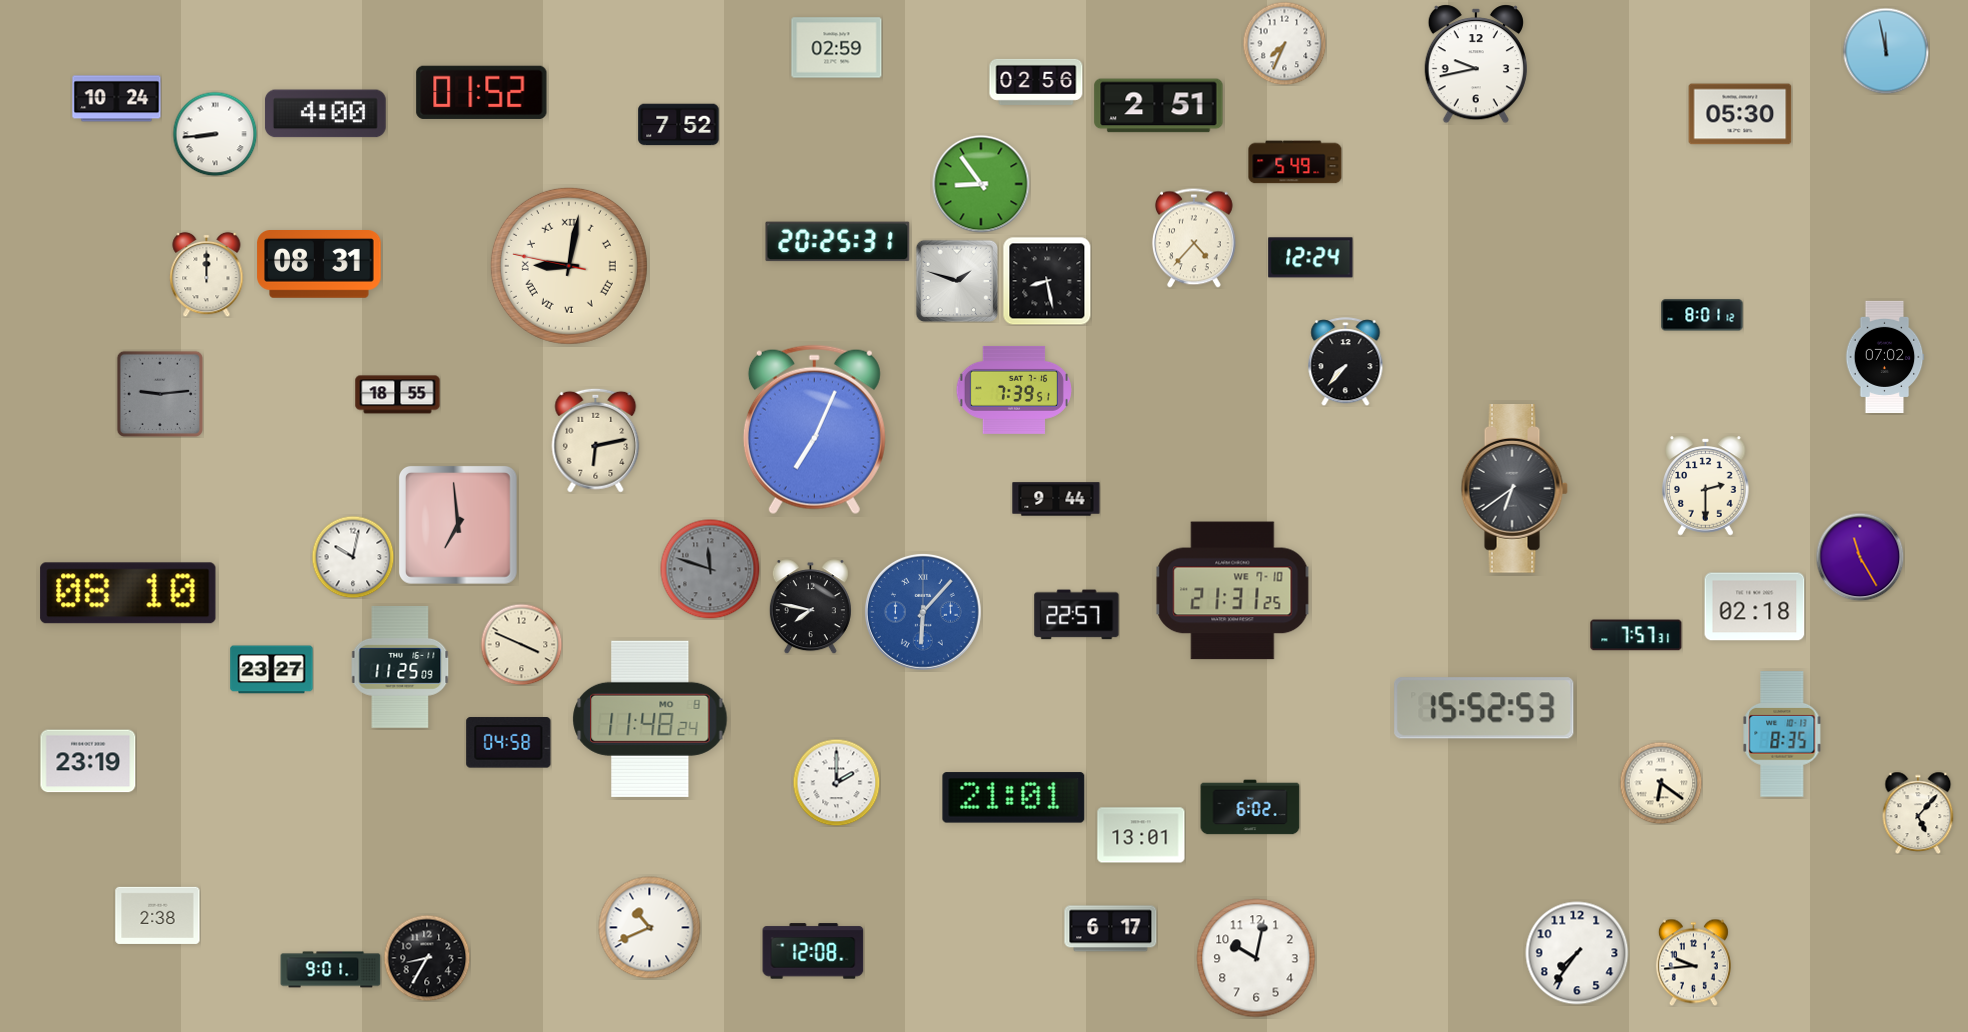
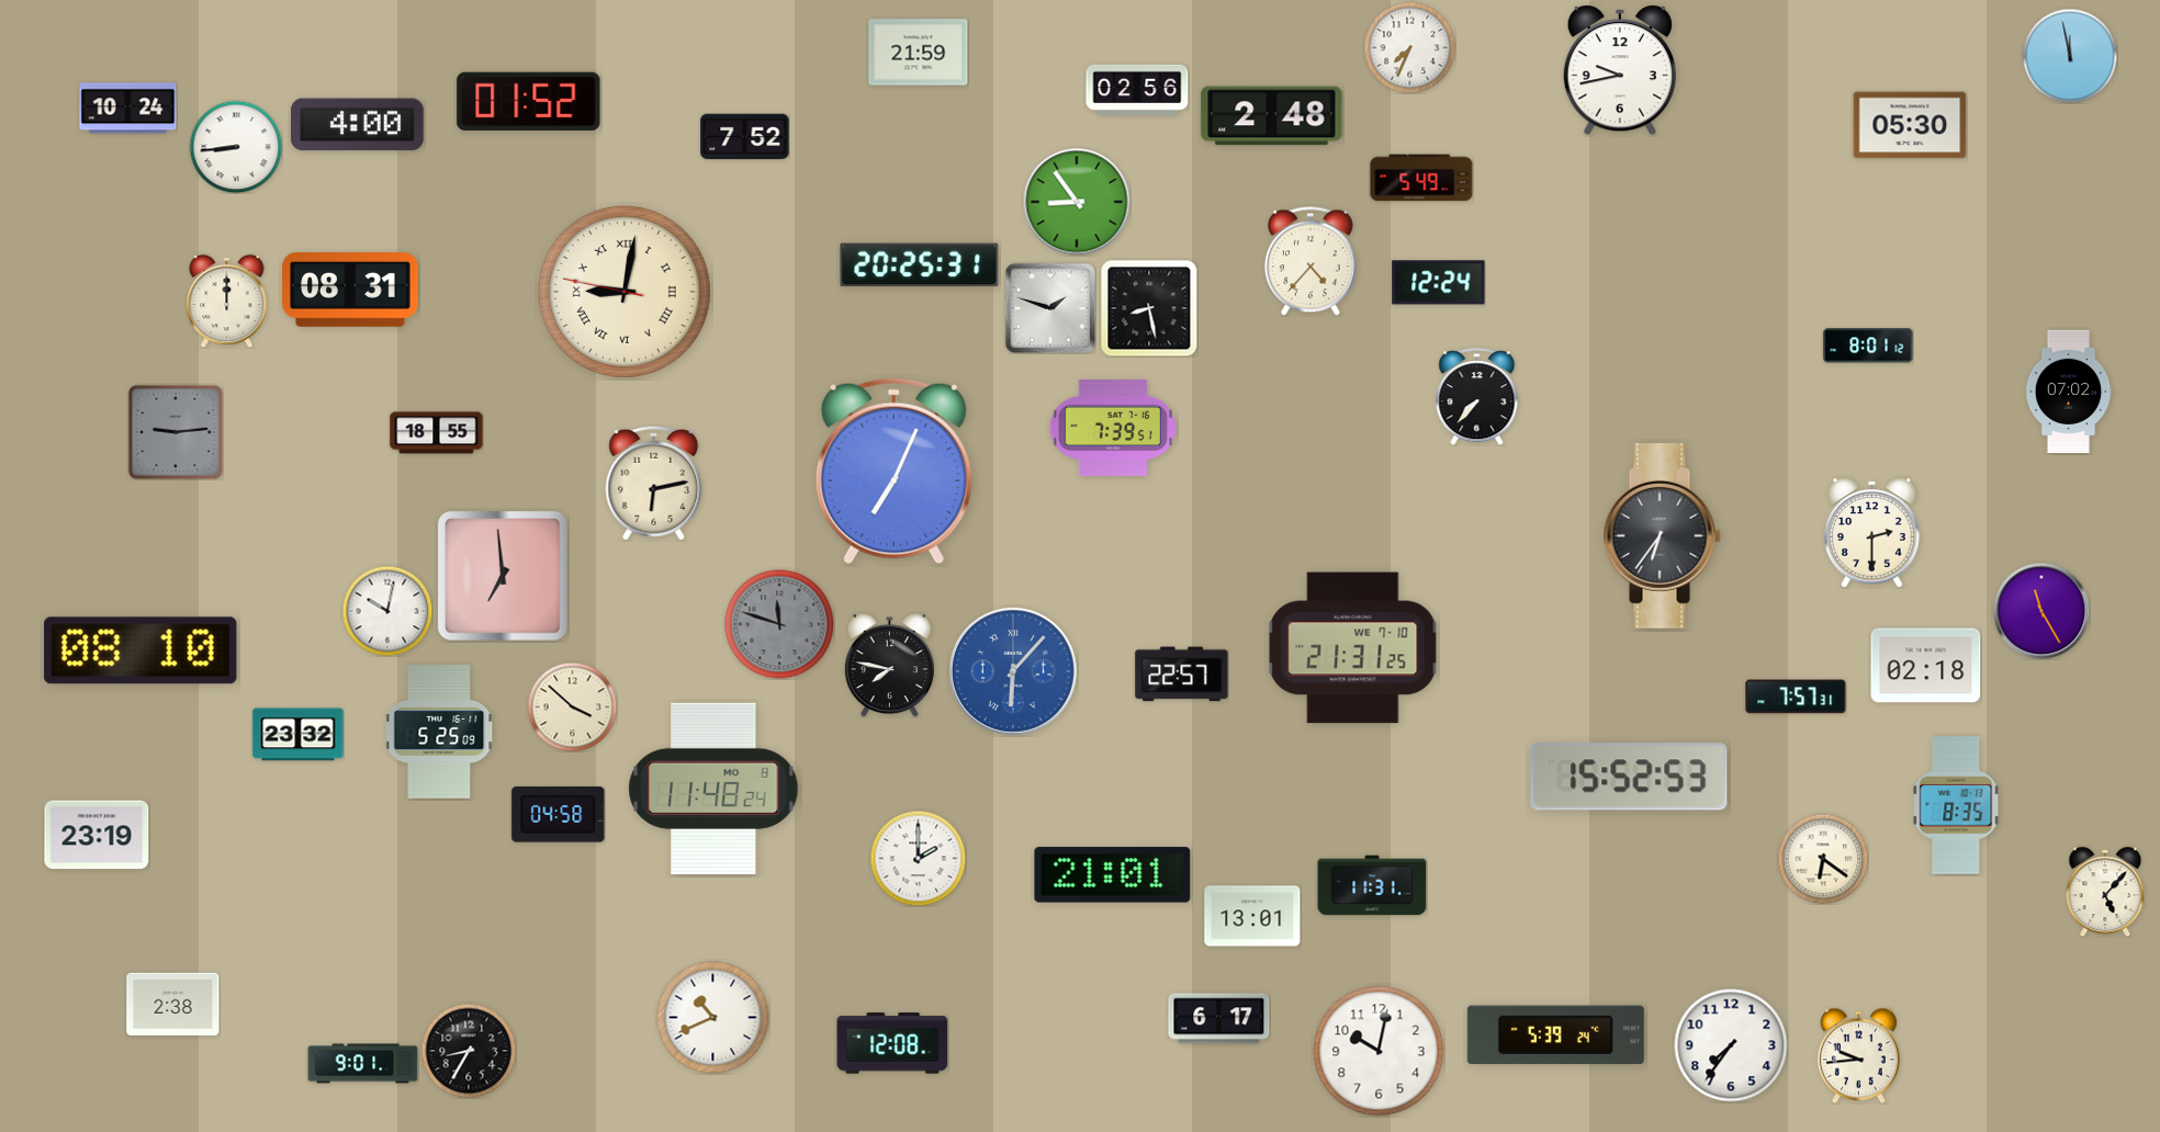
clock at (837, 48): 02:59 -> 21:59
clock at (1159, 106): 2:51 -> 2:48
clock at (1514, 489): 6:39 -> 6:36
clock at (1056, 499): 9:44 -> none
clock at (521, 644): 3:49 -> 3:52
clock at (400, 668): 11:25 -> 5:25
clock at (272, 670): 23:27 -> 23:32
clock at (1250, 807): 6:02 -> 11:31
clock at (1555, 1035): none -> 5:39
